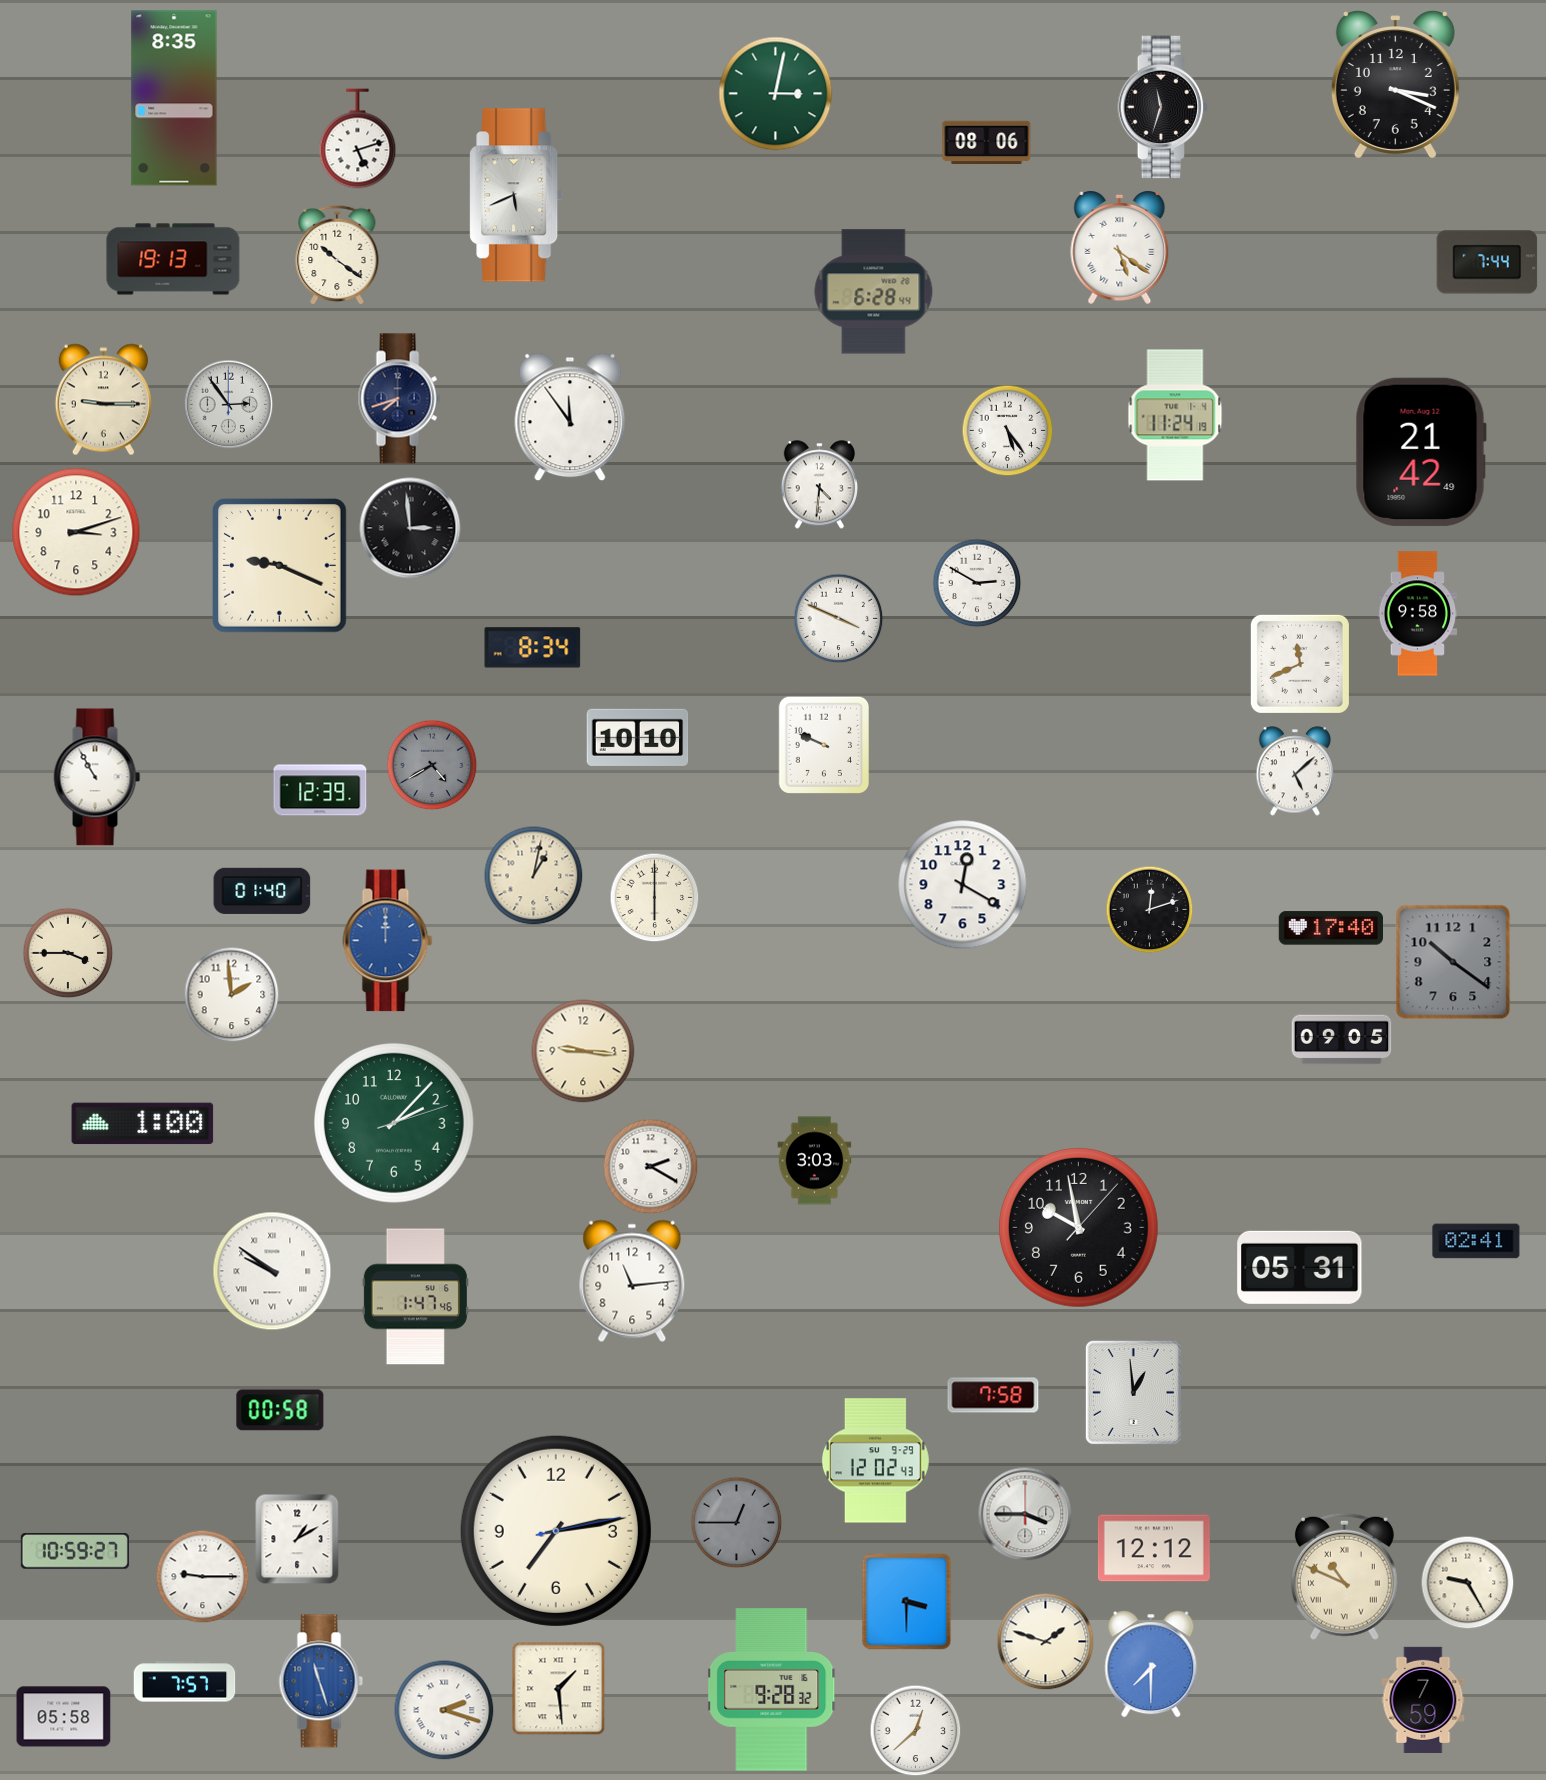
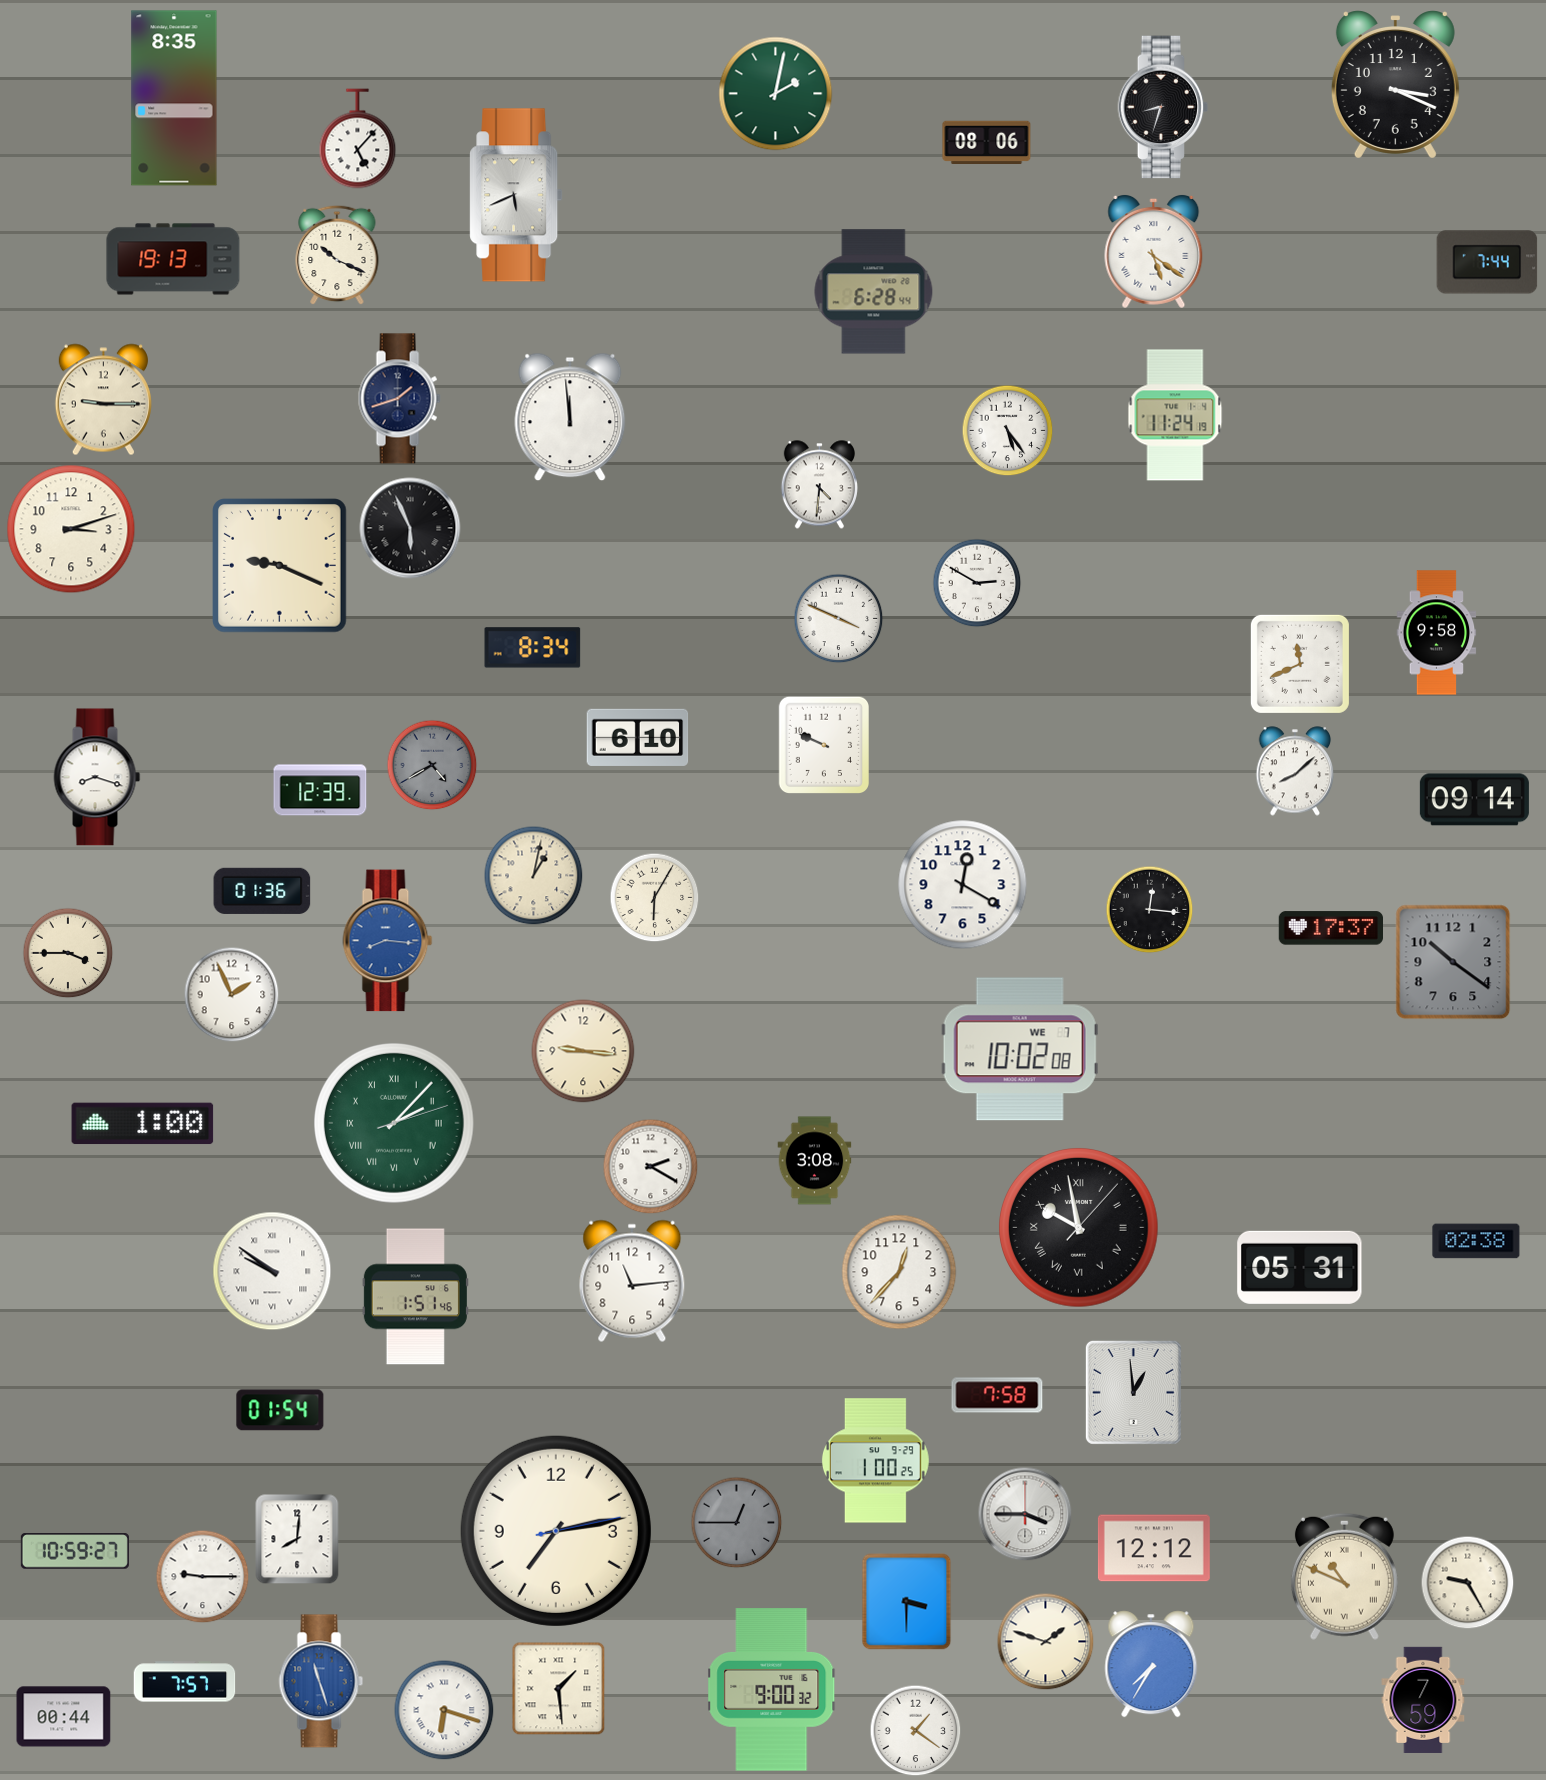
clock at (776, 94): 3:02 -> 2:02
clock at (1163, 107): 11:33 -> 8:33
clock at (358, 139): 5:12 -> 5:07
clock at (1120, 247) position: (1120, 247) -> (1154, 251)
clock at (337, 255): 10:21 -> 10:19
clock at (399, 399): 7:42 -> 1:42
clock at (228, 404): 2:54 -> none
clock at (570, 417): 11:54 -> 11:59
clock at (1421, 452): 21:42 -> none
clock at (410, 528): 2:59 -> 5:56
clock at (76, 532) position: (76, 532) -> (71, 529)
clock at (1418, 614) position: (1418, 614) -> (1437, 633)
clock at (638, 737): 10:10 -> 6:10
clock at (1295, 771): 5:08 -> 8:08
clock at (97, 777): 10:55 -> 8:18
clock at (1474, 800): none -> 09:14
clock at (262, 891): 01:40 -> 01:36
clock at (654, 897): 6:00 -> 6:05
clock at (1149, 909): 12:12 -> 12:16
clock at (1330, 928): 17:40 -> 17:37
clock at (388, 941): 12:00 -> 8:16
clock at (231, 994): 1:59 -> 1:56
clock at (1342, 1040): 09:05 -> none
clock at (1020, 1049): none -> 10:02
clock at (395, 1124) numerals: Arabic -> Roman
clock at (815, 1161): 3:03 -> 3:08
clock at (1079, 1228) numerals: Arabic -> Roman
clock at (1476, 1241): 02:41 -> 02:38
clock at (899, 1272): none -> 12:37
clock at (415, 1297): 1:47 -> 1:51
clock at (993, 1395) position: (993, 1395) -> (997, 1395)
clock at (280, 1410): 00:58 -> 01:54
clock at (875, 1461): 12:02 -> 1:00
clock at (297, 1539): 1:10 -> 8:01
clock at (1151, 1664): 7:30 -> 7:35
clock at (772, 1690): 9:28 -> 9:00
clock at (444, 1710): 2:18 -> 6:18
clock at (64, 1717): 05:58 -> 00:44
clock at (915, 1730): 12:38 -> 1:21
